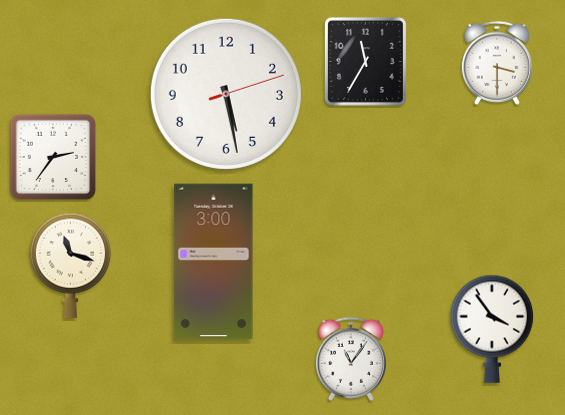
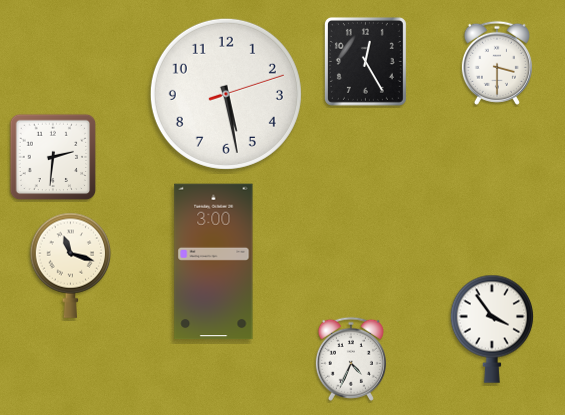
clock at (365, 61): 11:35 -> 12:25
clock at (53, 157): 2:36 -> 2:31
clock at (351, 359): 11:06 -> 4:34
